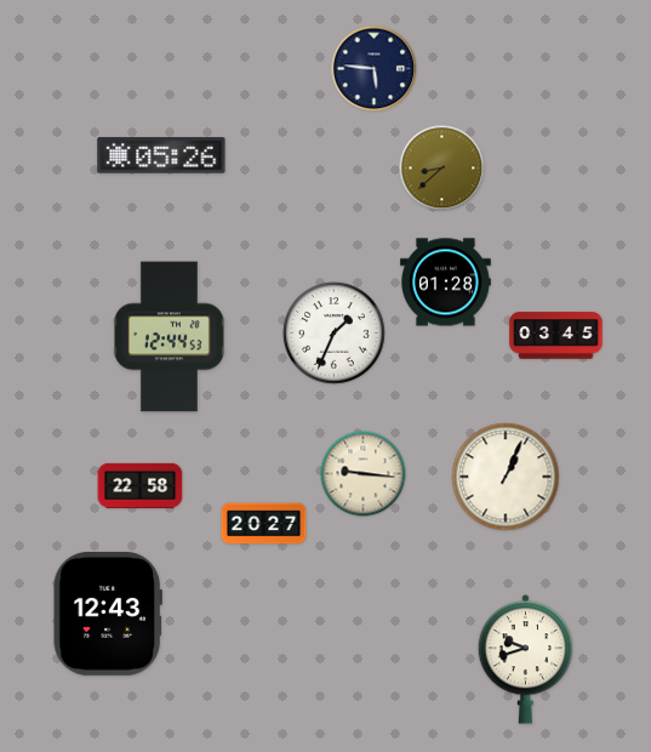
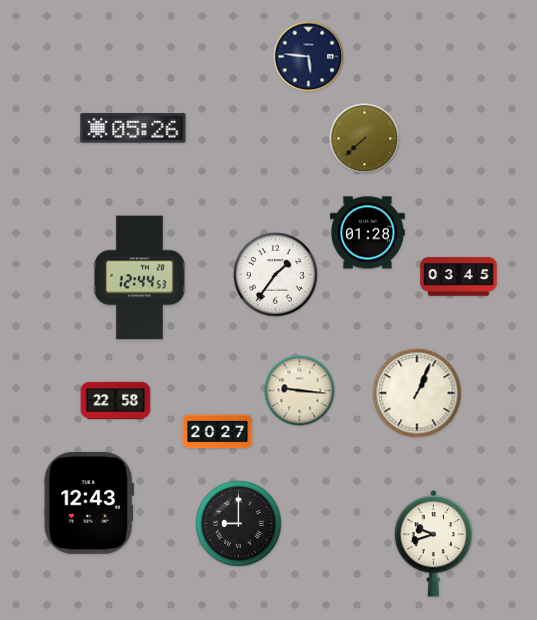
clock at (442, 169): 8:38 -> 7:38
clock at (335, 334): 1:34 -> 1:36
clock at (108, 614) position: (108, 614) -> (89, 503)
clock at (239, 524): none -> 9:00
